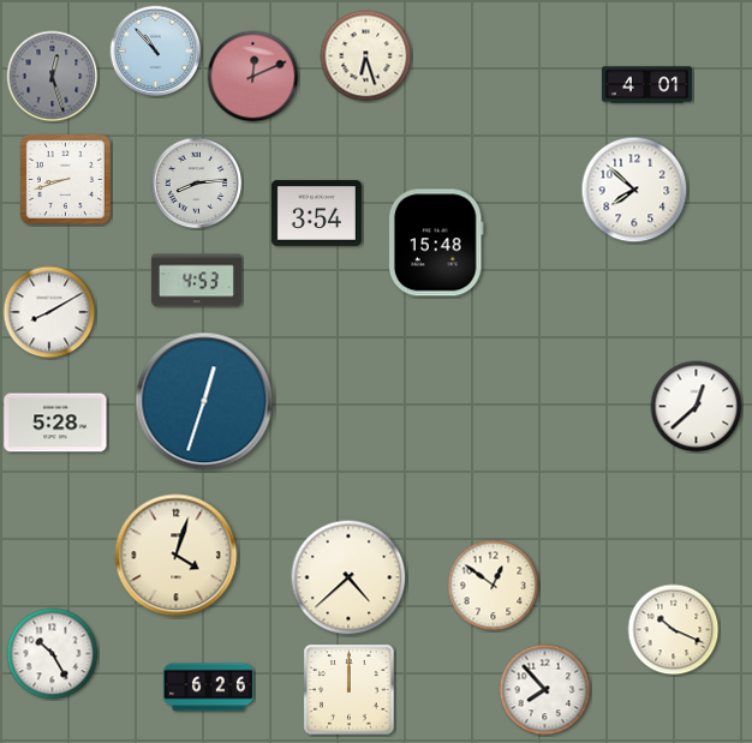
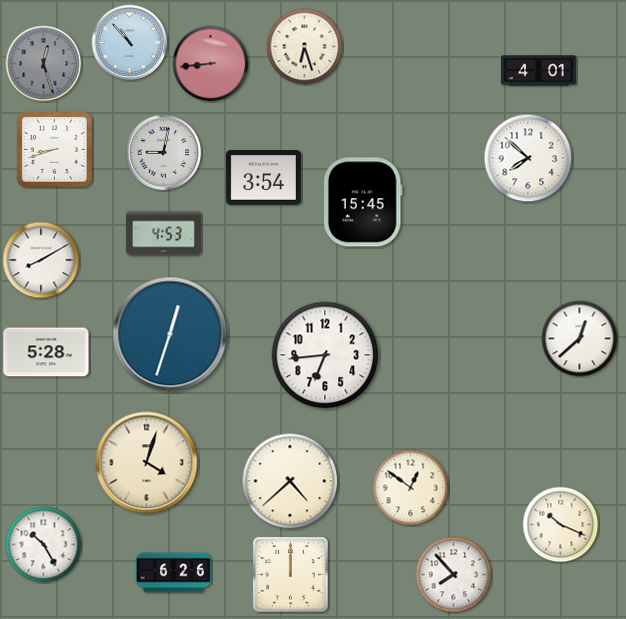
clock at (253, 77): 12:11 -> 8:44
clock at (197, 184): 8:14 -> 9:02
clock at (436, 242): 15:48 -> 15:45
clock at (325, 355): none -> 6:44
